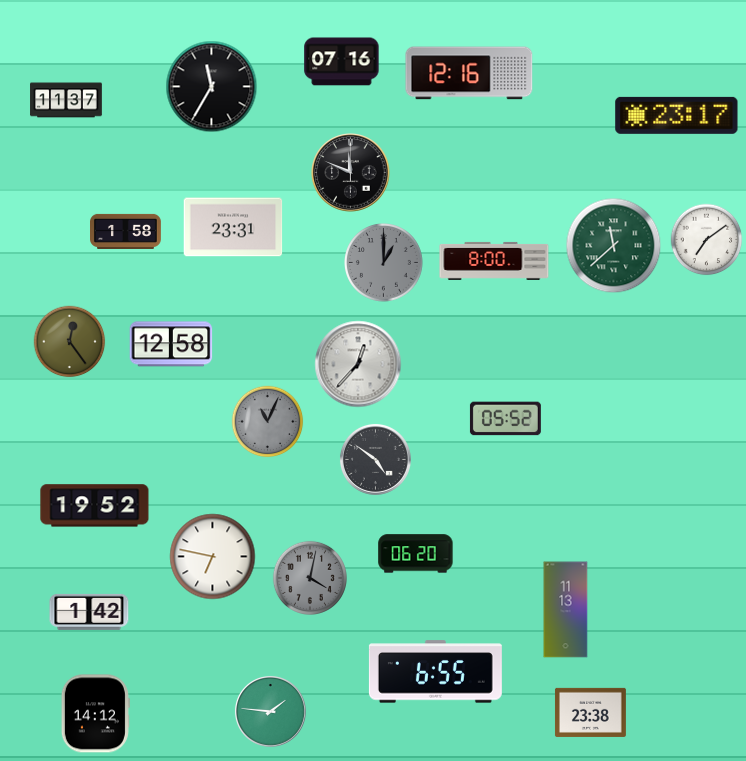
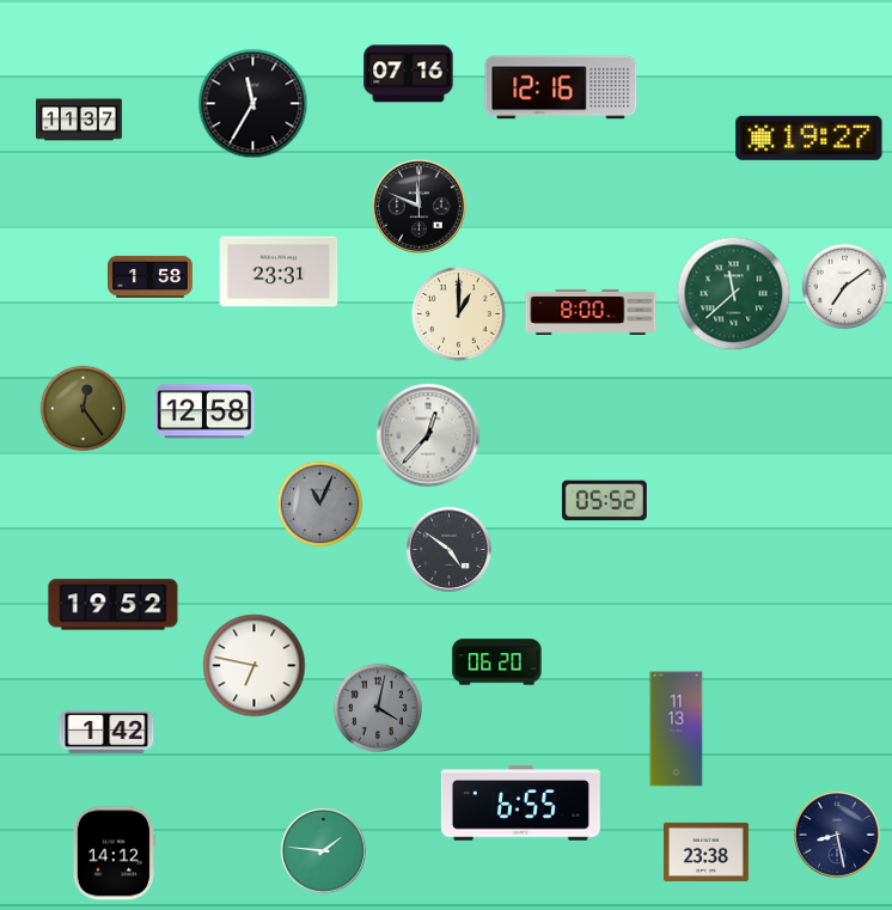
clock at (677, 115): 23:17 -> 19:27
clock at (384, 263) dial: grey -> cream
clock at (309, 577) position: (309, 577) -> (377, 707)
clock at (838, 836): none -> 8:28
